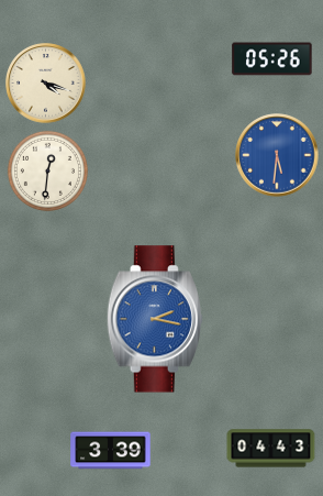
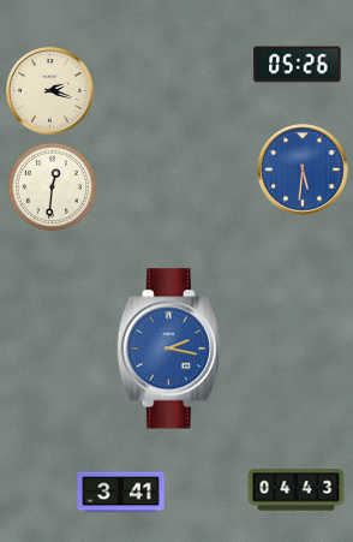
clock at (46, 84): 4:18 -> 2:18
clock at (111, 451): 3:39 -> 3:41
